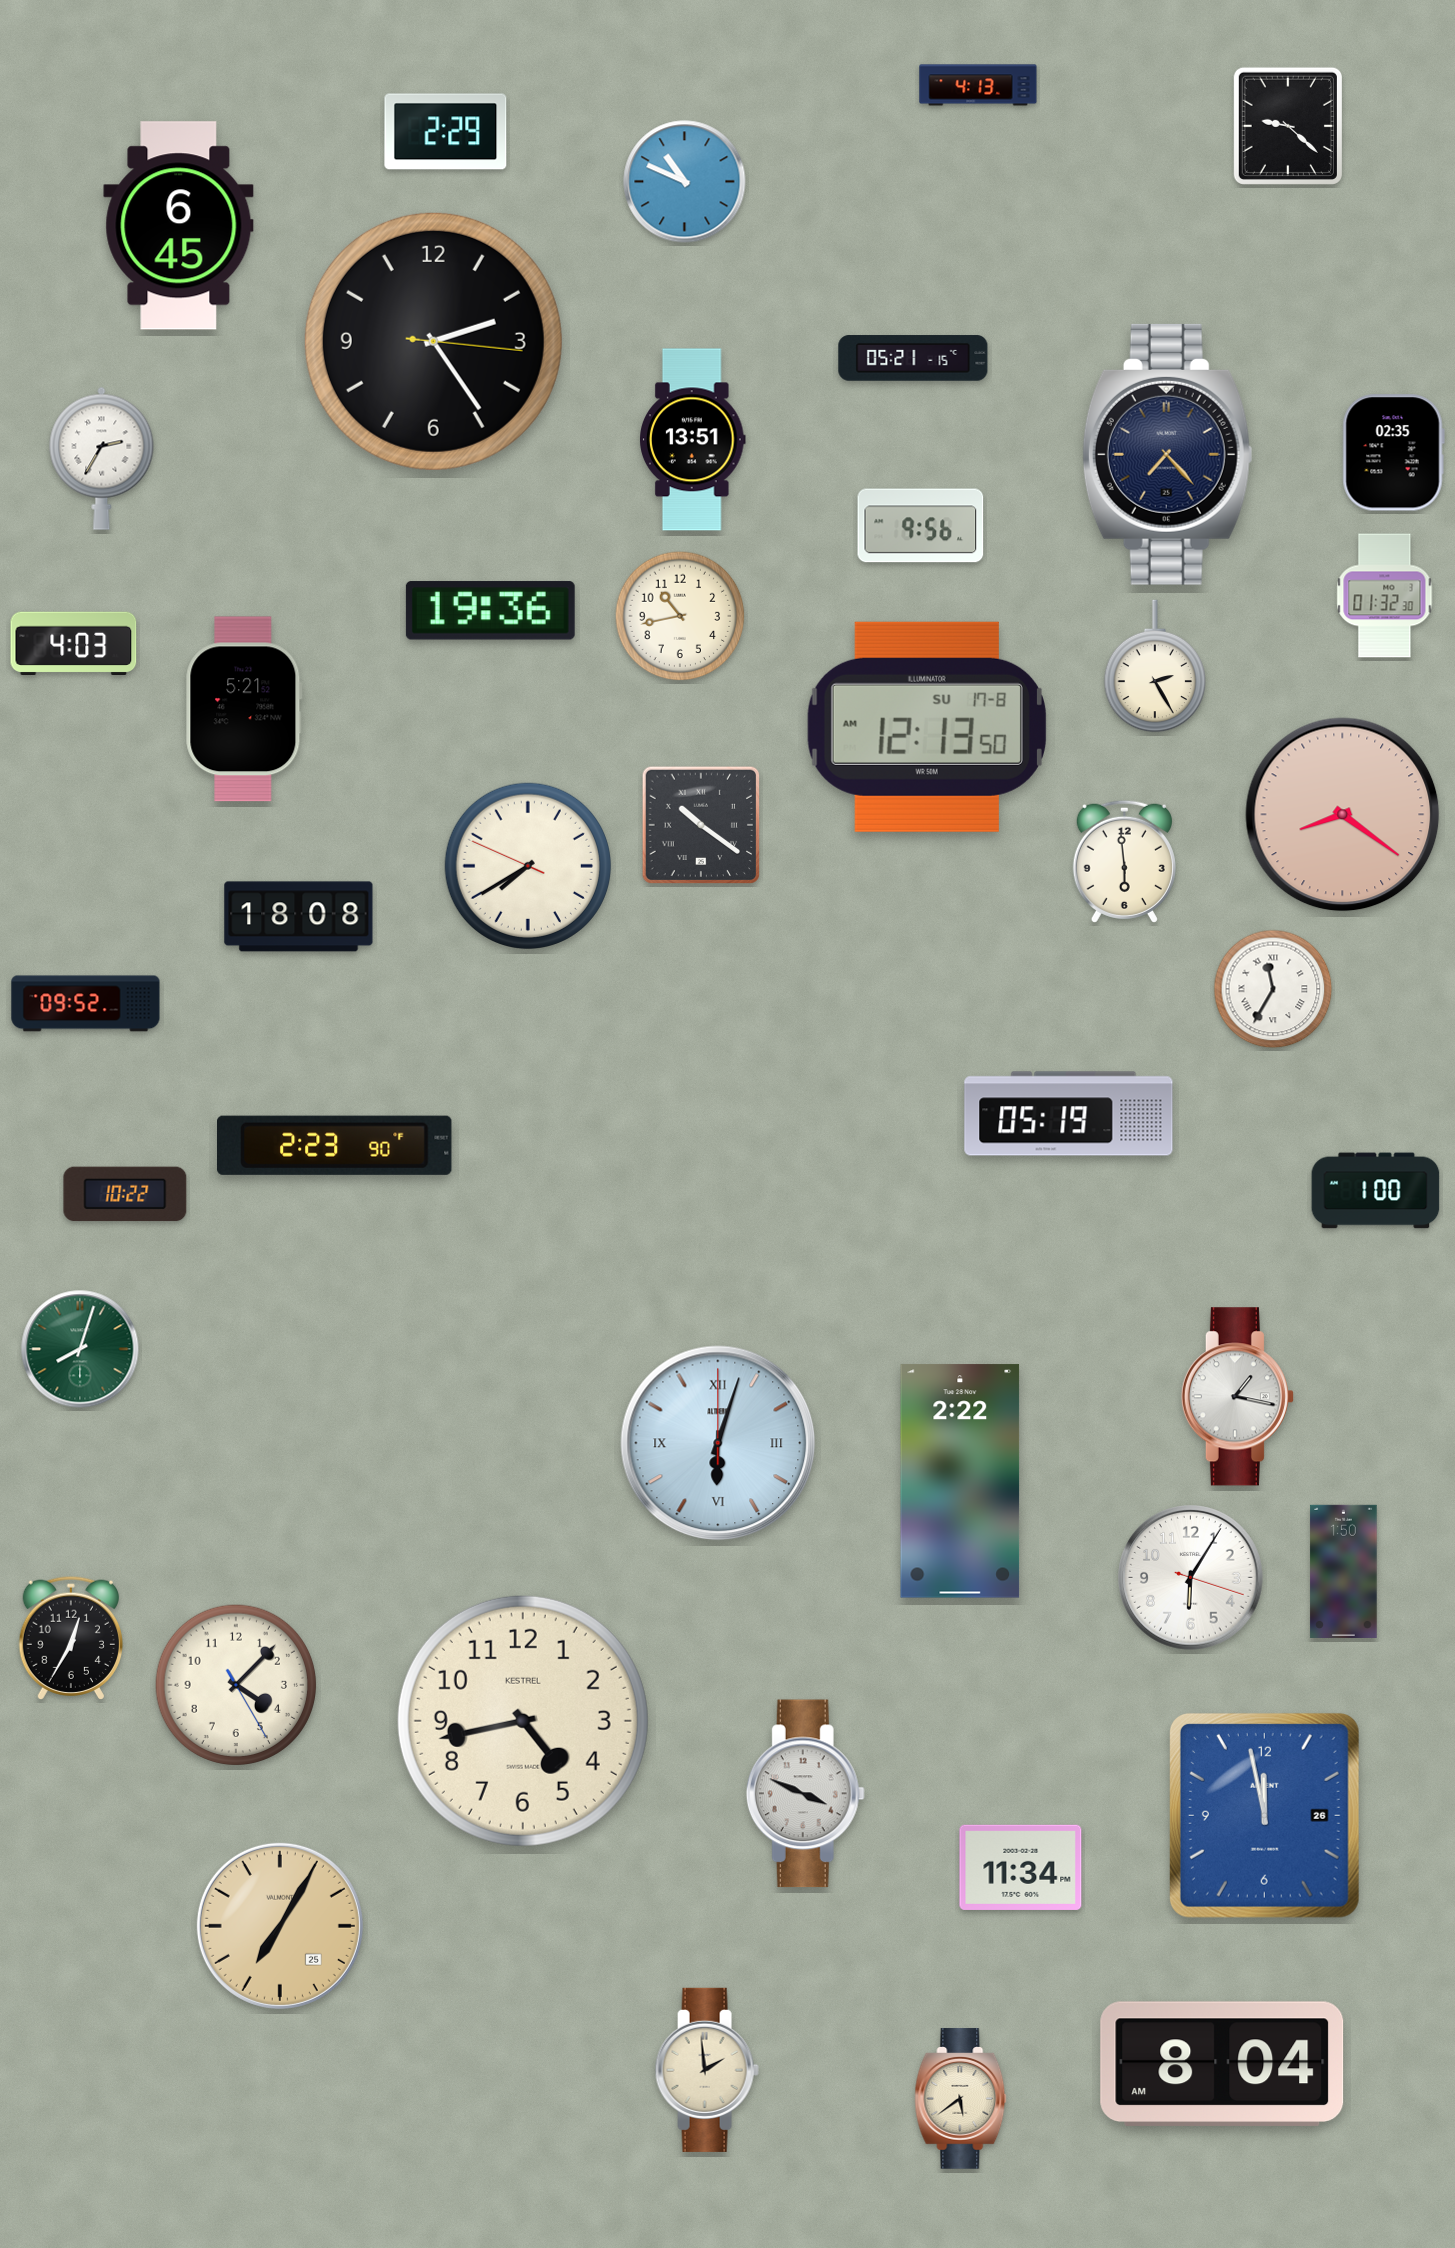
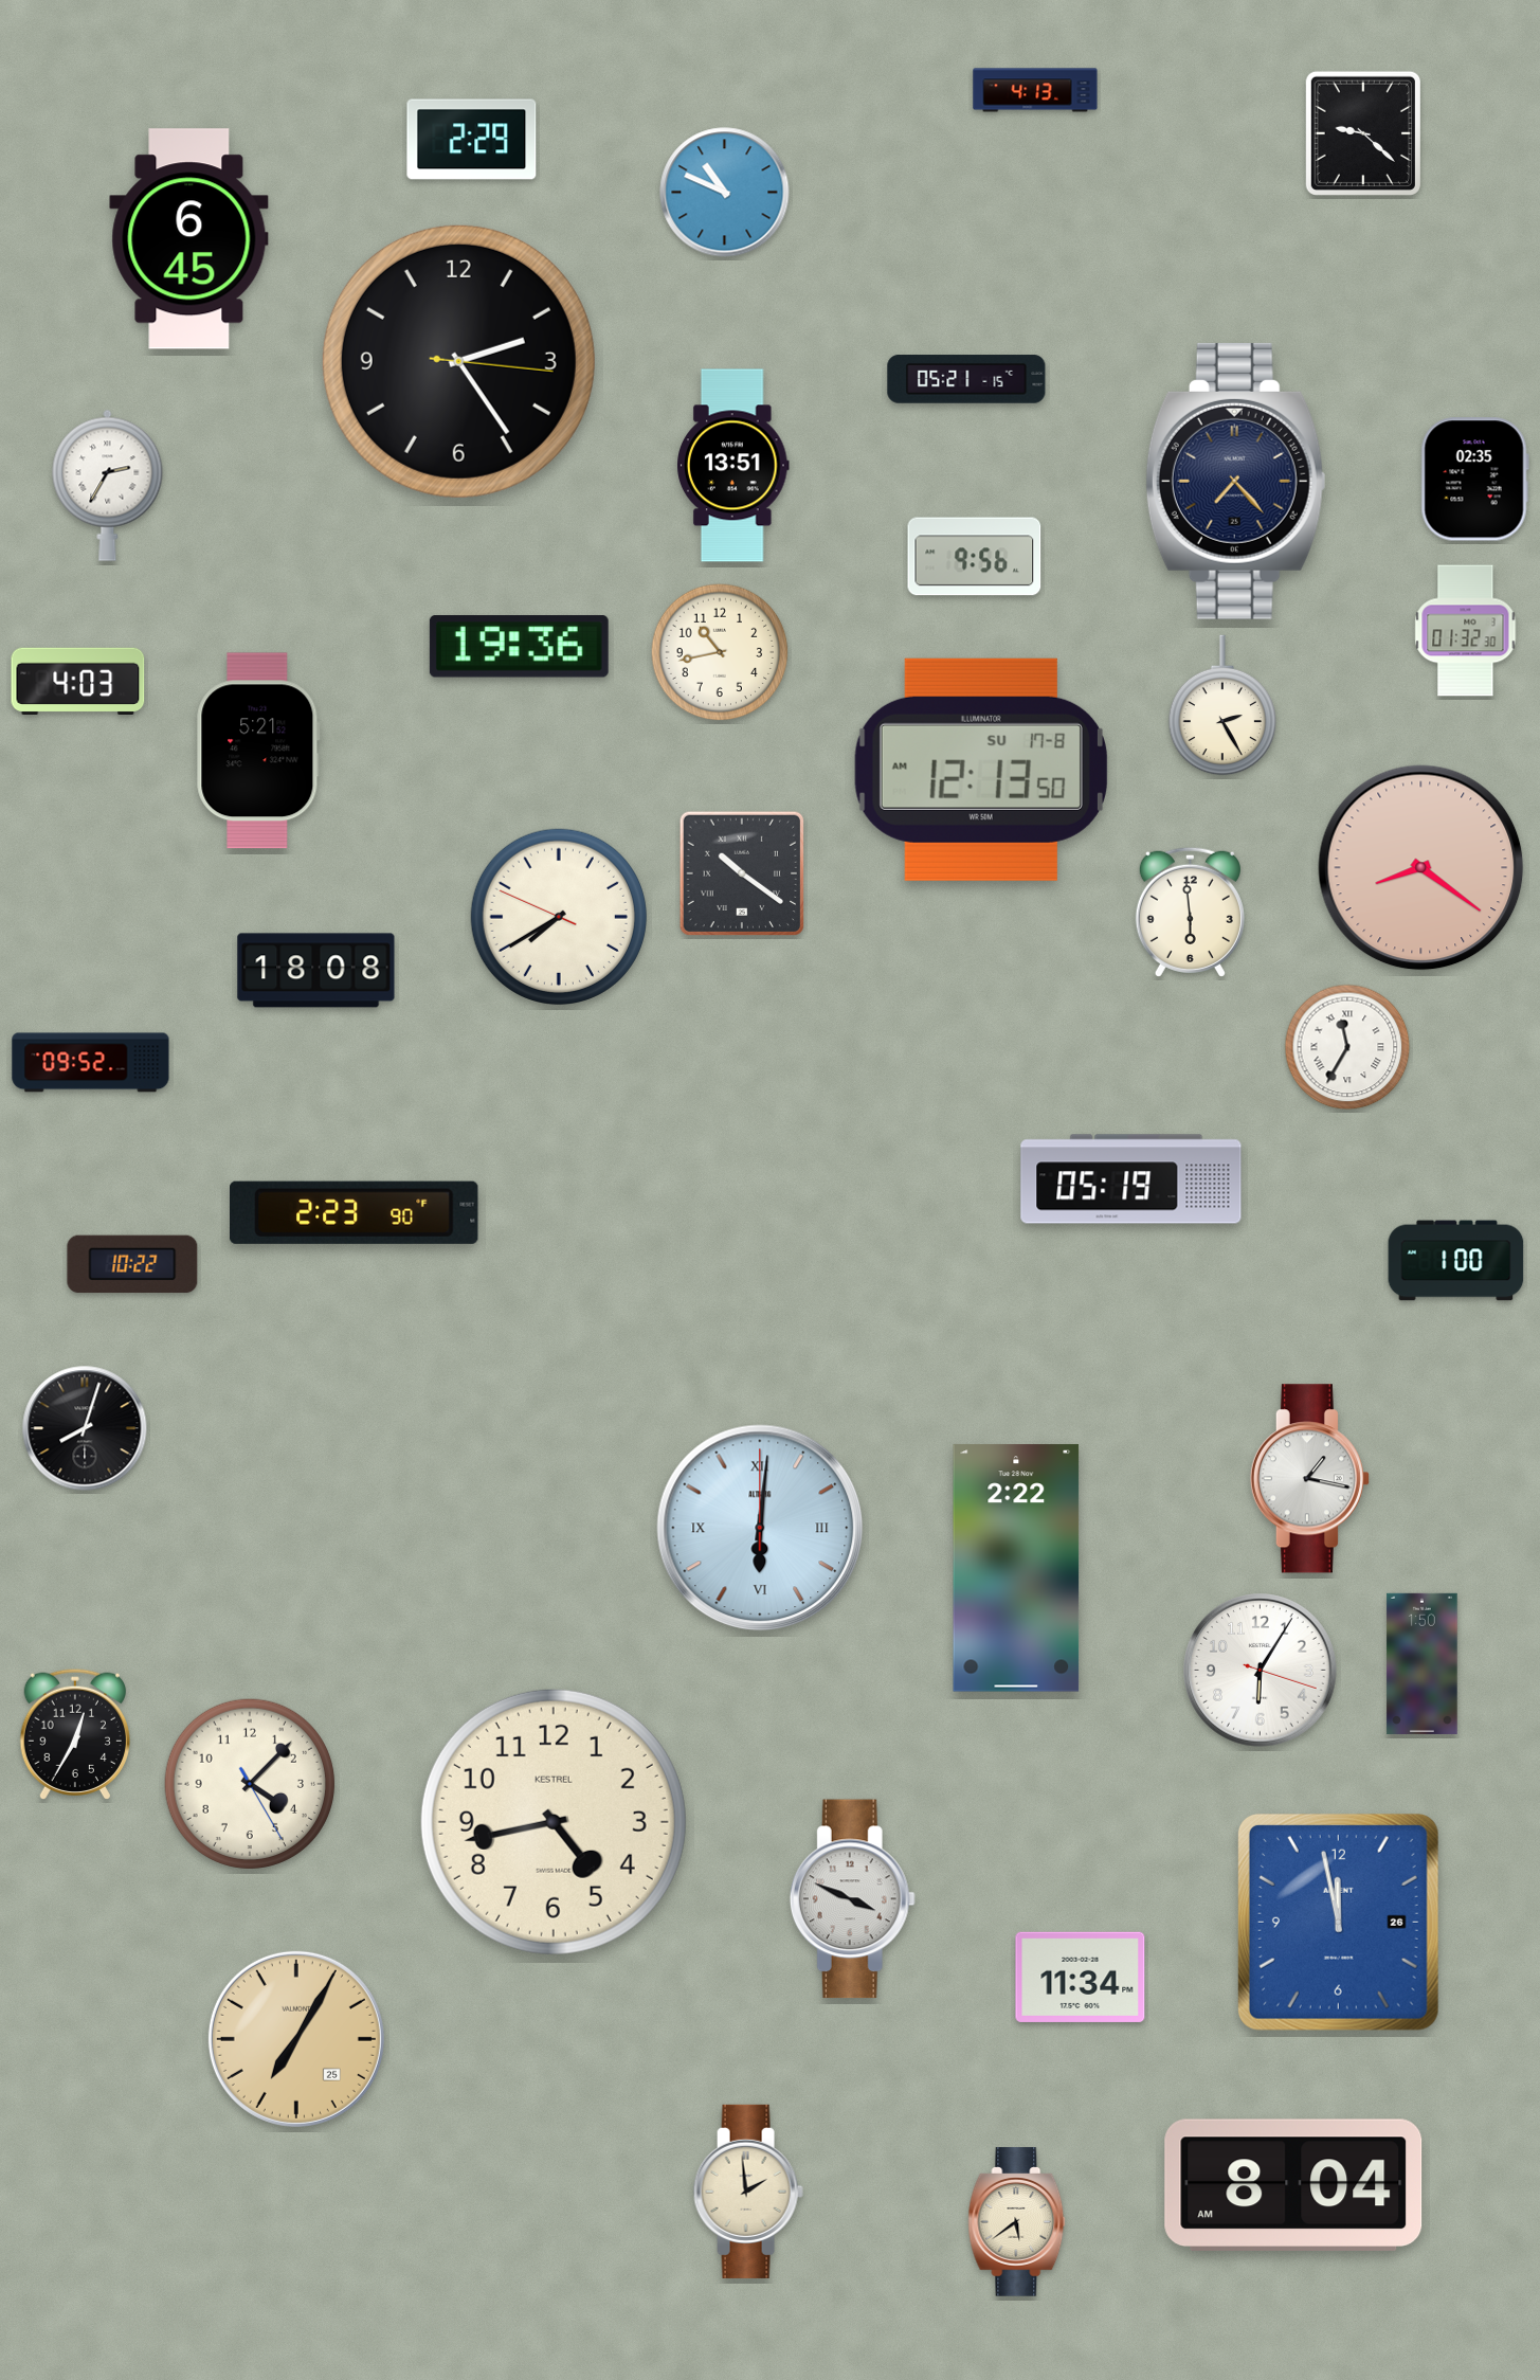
clock at (1343, 815) position: (1343, 815) -> (1421, 868)
clock at (80, 1349) dial: green -> black
clock at (718, 1443): 6:03 -> 6:01
